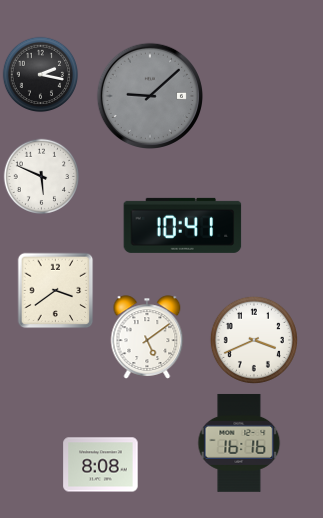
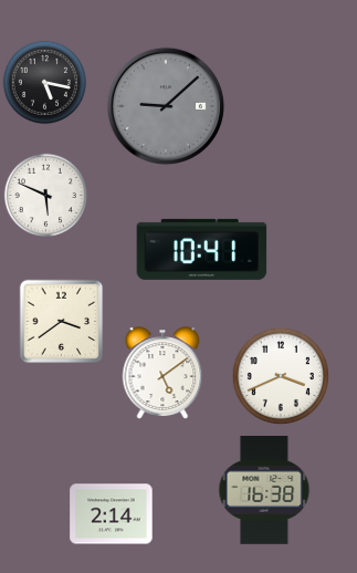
clock at (41, 75): 2:17 -> 5:17
clock at (239, 443): 16:16 -> 16:38
clock at (101, 465): 8:08 -> 2:14
